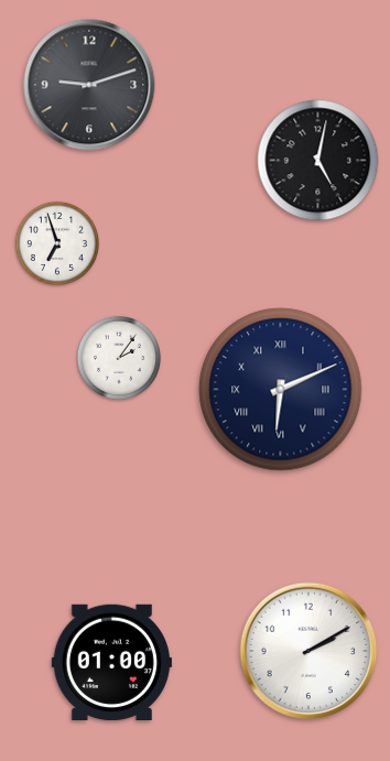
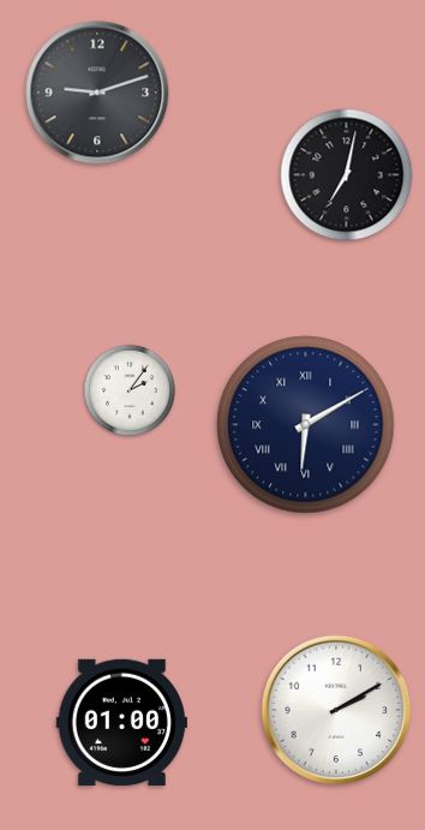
clock at (318, 161): 5:02 -> 7:02
clock at (57, 243): 6:57 -> none
clock at (281, 390): 6:11 -> 6:10
